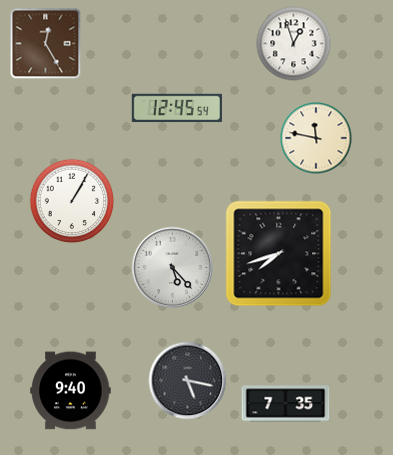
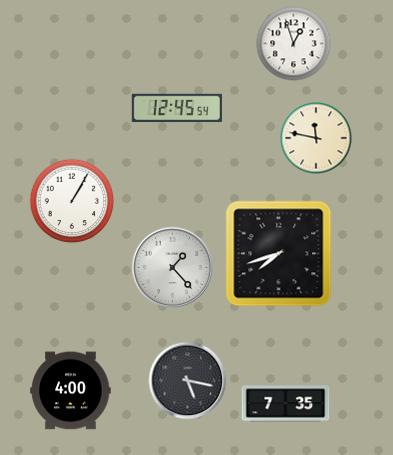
clock at (46, 44): 12:25 -> none
clock at (173, 268): 5:23 -> 1:23
clock at (71, 391): 9:40 -> 4:00
